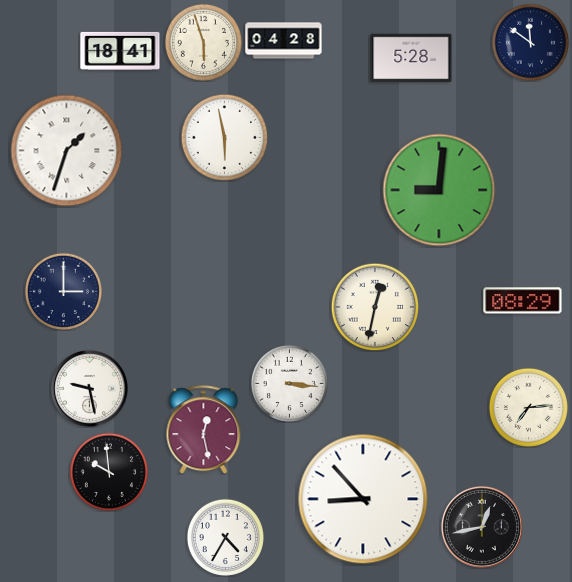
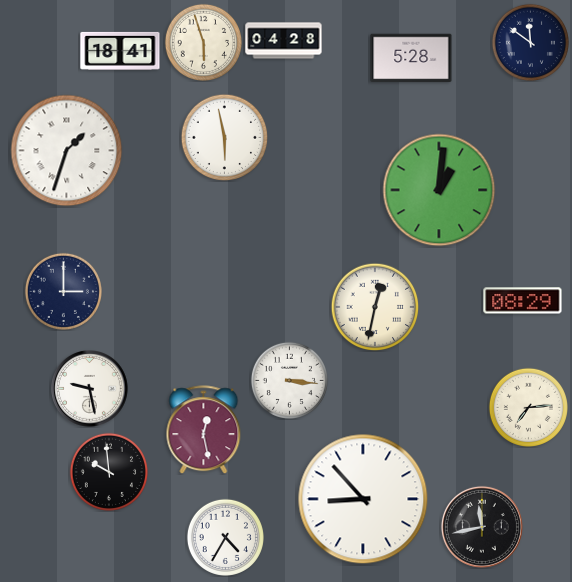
clock at (439, 190): 9:01 -> 1:01
clock at (289, 383) position: (289, 383) -> (289, 380)
clock at (482, 527): 12:43 -> 11:43
